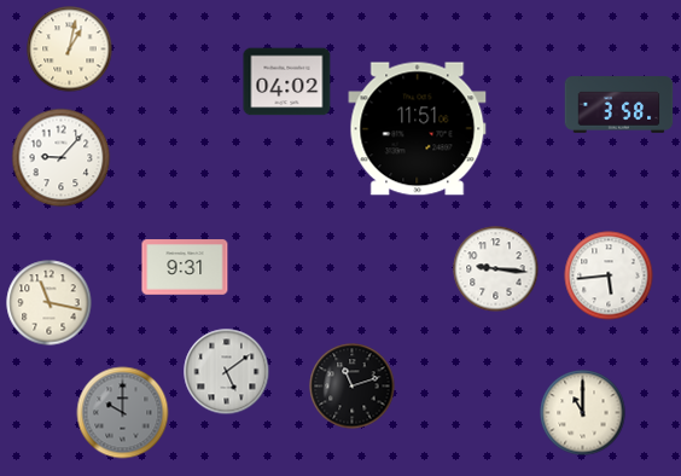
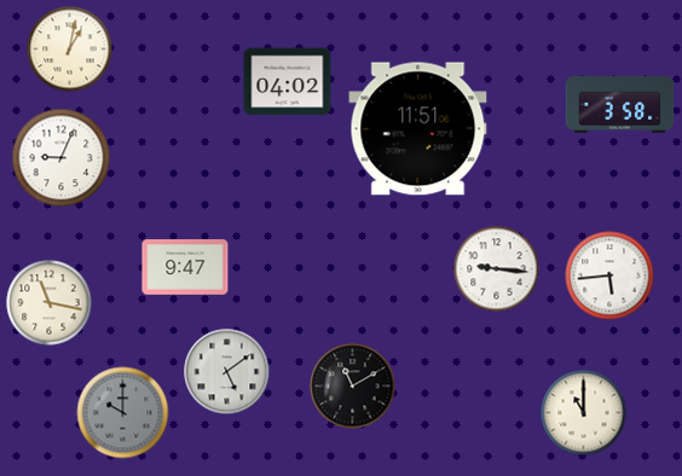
clock at (62, 158): 9:07 -> 9:04
clock at (185, 267): 9:31 -> 9:47
clock at (353, 387): 11:12 -> 11:10
